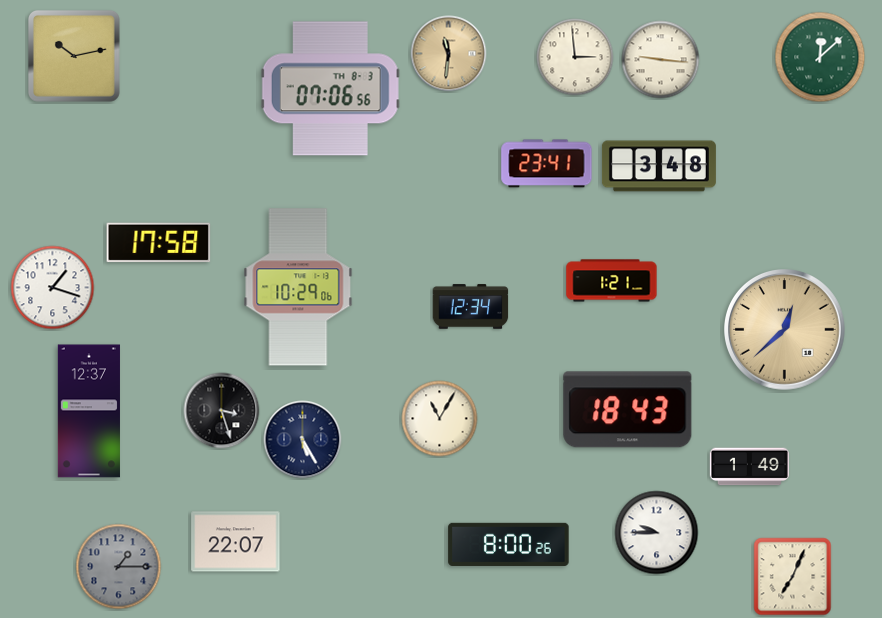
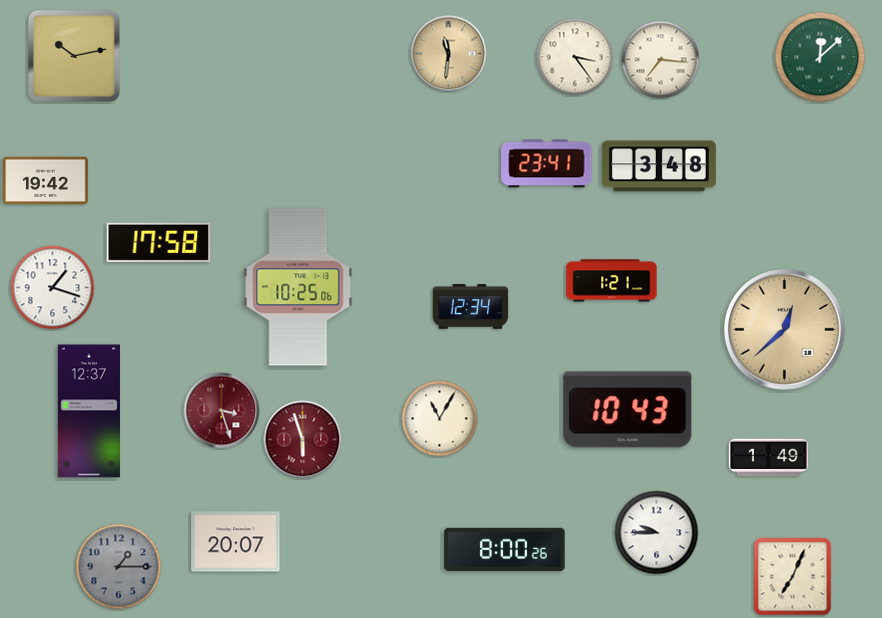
clock at (575, 57): 2:59 -> 3:24
clock at (661, 60): 9:16 -> 7:16
clock at (330, 89): 07:06 -> none
clock at (46, 181): none -> 19:42
clock at (298, 287): 10:29 -> 10:25
clock at (628, 410): 18:43 -> 10:43
clock at (222, 411) dial: black -> burgundy
clock at (303, 440): 5:25 -> 5:57
clock at (303, 440) dial: navy -> burgundy
clock at (749, 467) position: (749, 467) -> (768, 458)
clock at (236, 542): 22:07 -> 20:07
clock at (509, 544) position: (509, 544) -> (505, 549)
